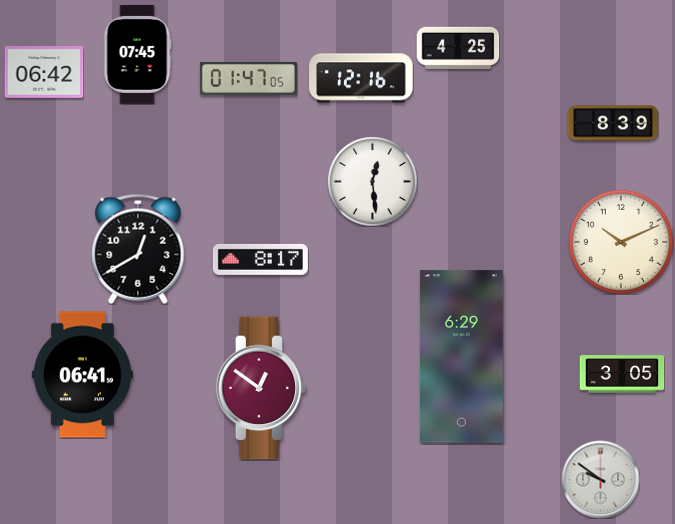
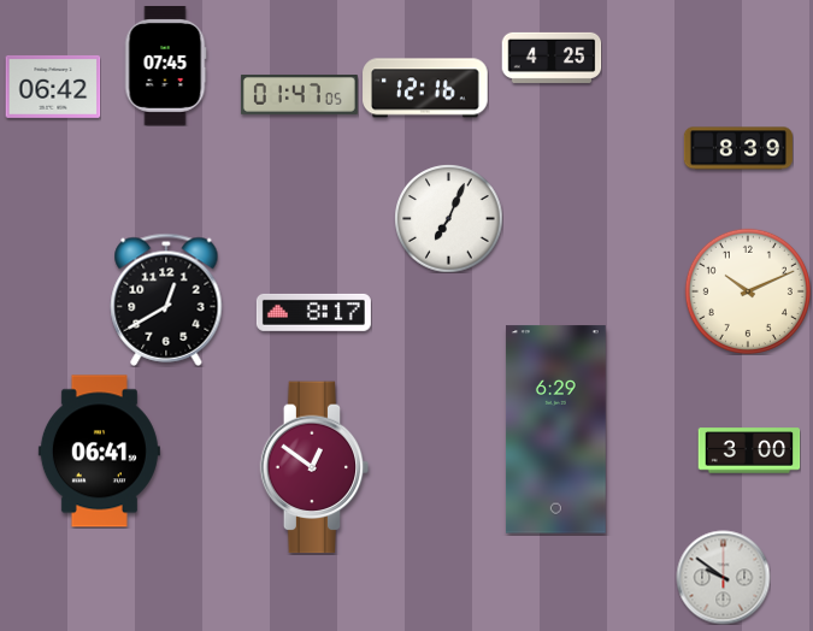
clock at (361, 78) position: (361, 78) -> (425, 88)
clock at (372, 181): 12:29 -> 7:04
clock at (622, 374): 3:05 -> 3:00
